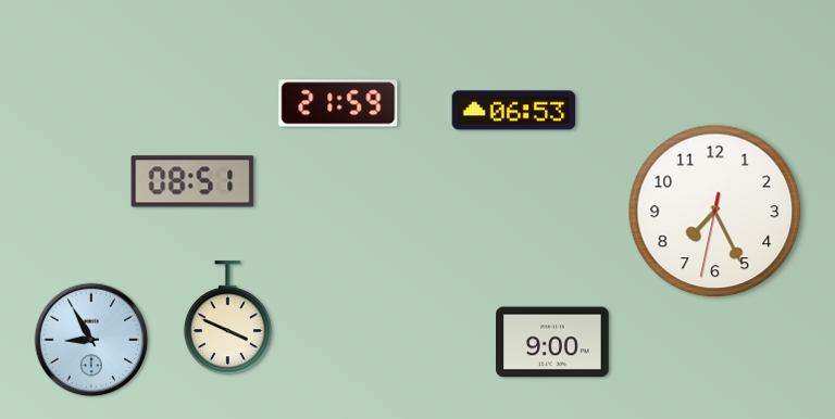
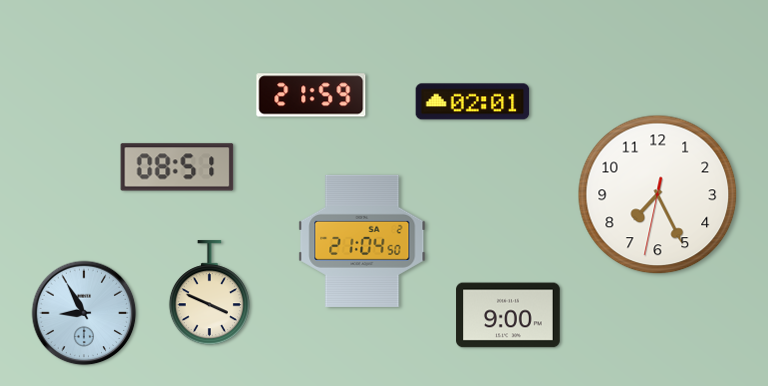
clock at (514, 111): 06:53 -> 02:01
clock at (362, 241): none -> 21:04
